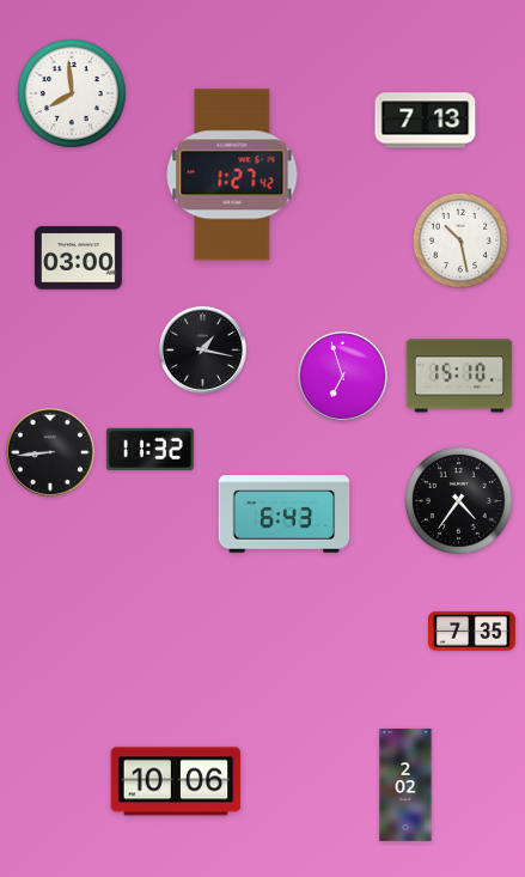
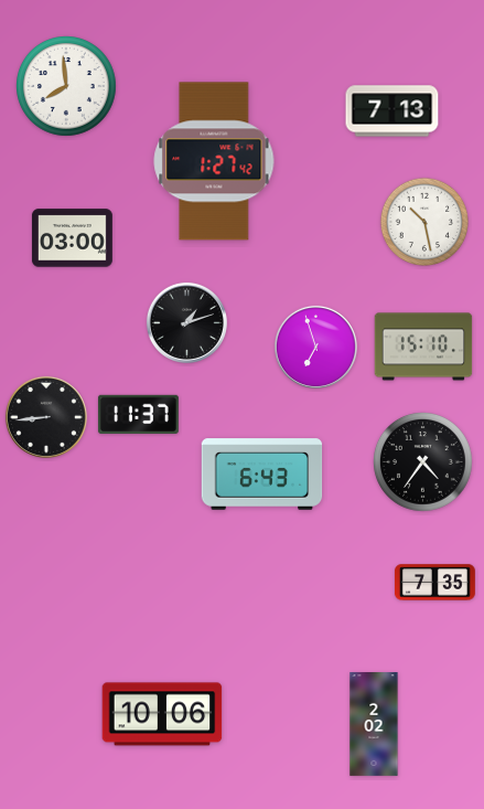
clock at (202, 349): 1:17 -> 1:12
clock at (149, 449): 11:32 -> 11:37
clock at (176, 781) position: (176, 781) -> (162, 714)
